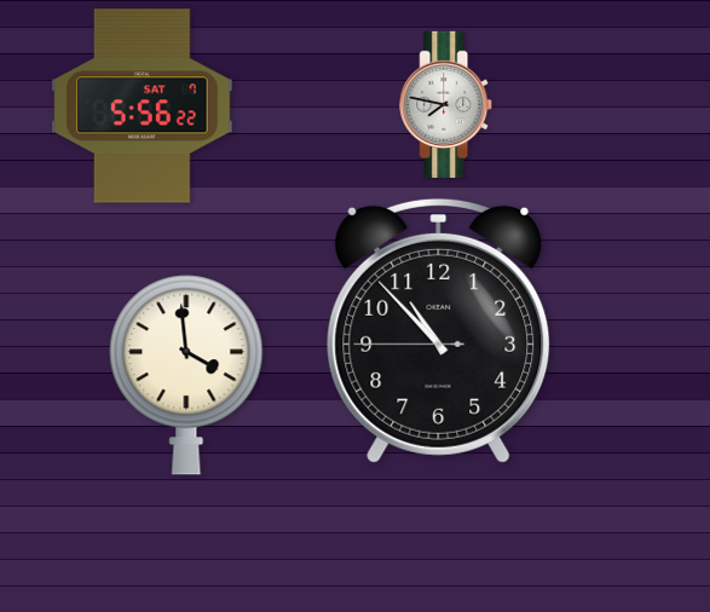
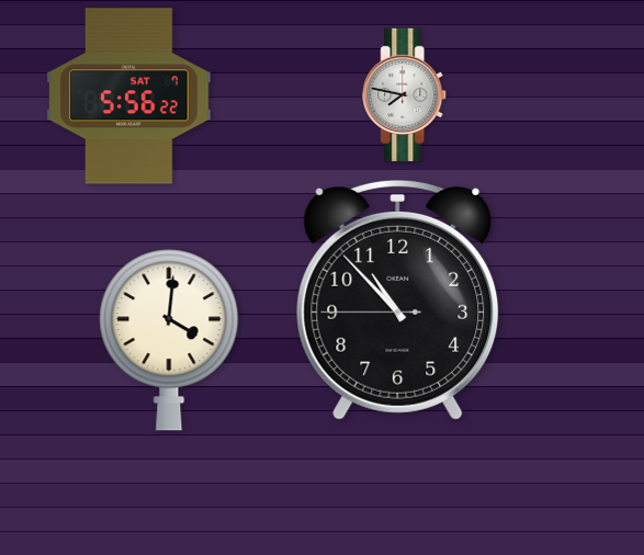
clock at (186, 375): 3:59 -> 4:01
